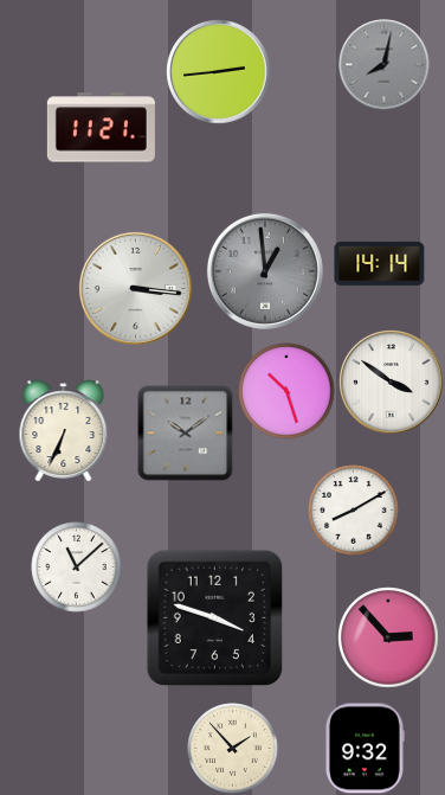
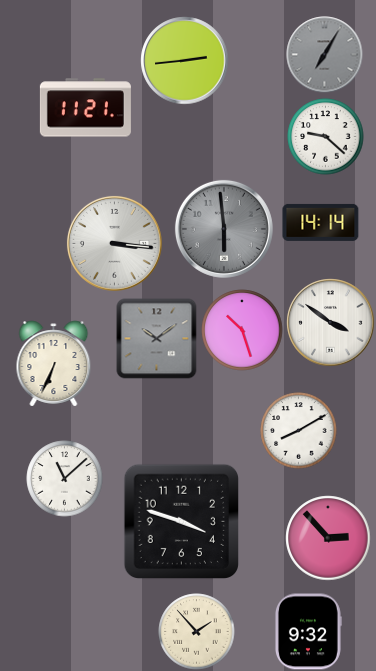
clock at (385, 65): 8:02 -> 7:05
clock at (326, 137): none -> 9:22
clock at (265, 271): 12:59 -> 5:59
clock at (186, 434) position: (186, 434) -> (157, 339)
